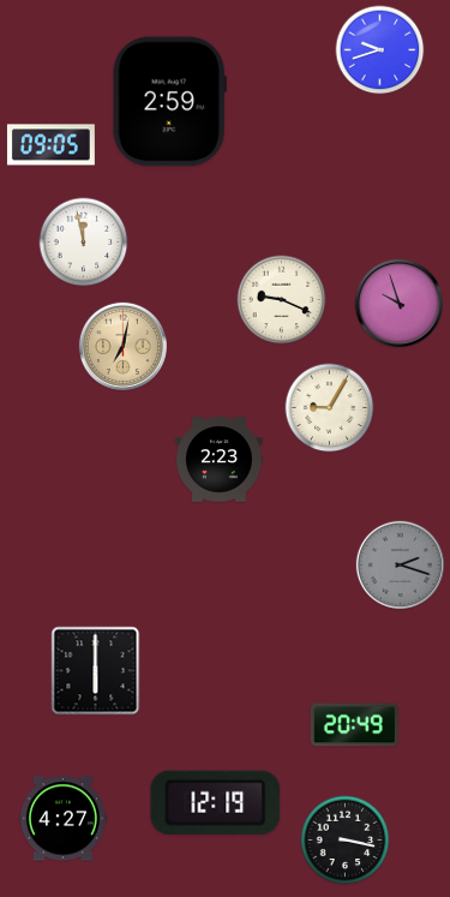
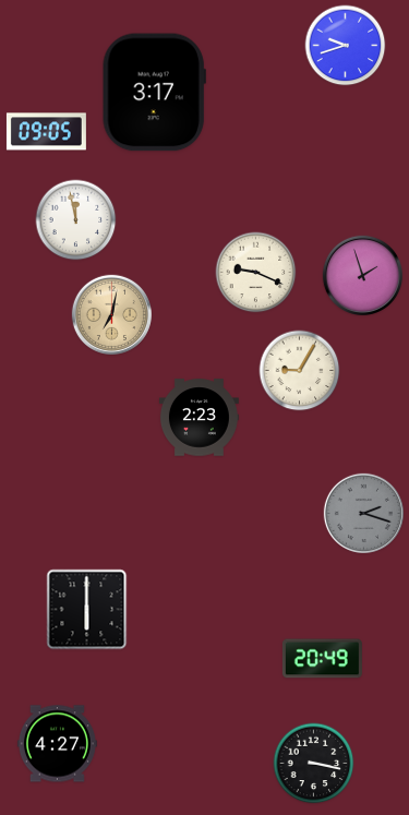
clock at (169, 102): 2:59 -> 3:17
clock at (398, 303): 9:57 -> 1:57
clock at (216, 802): 12:19 -> none
